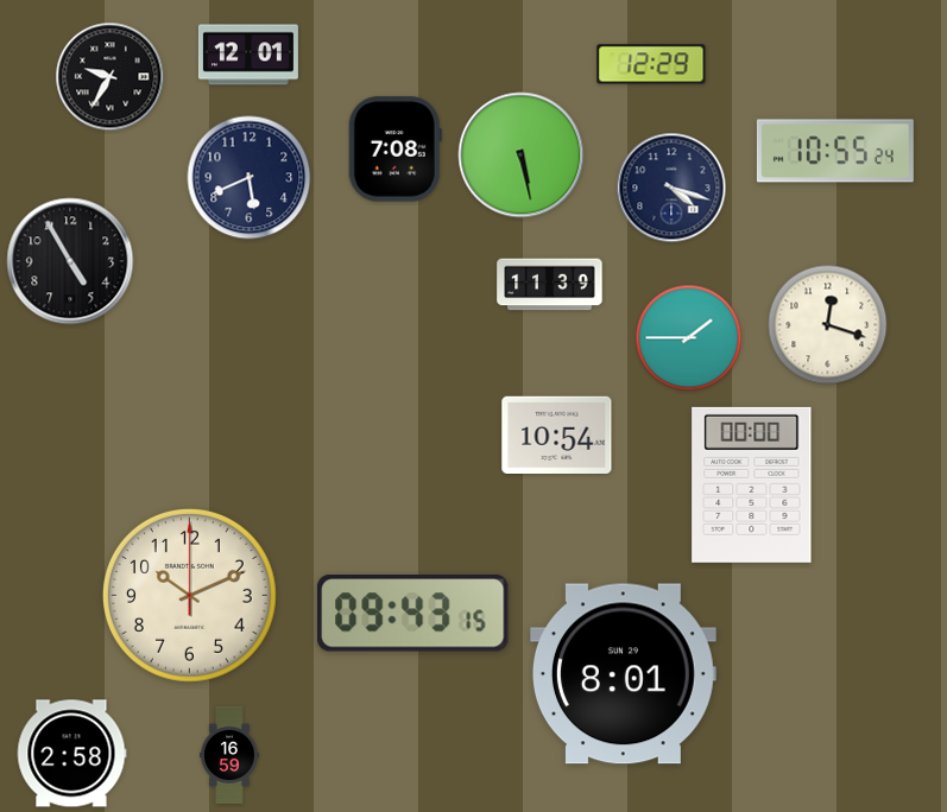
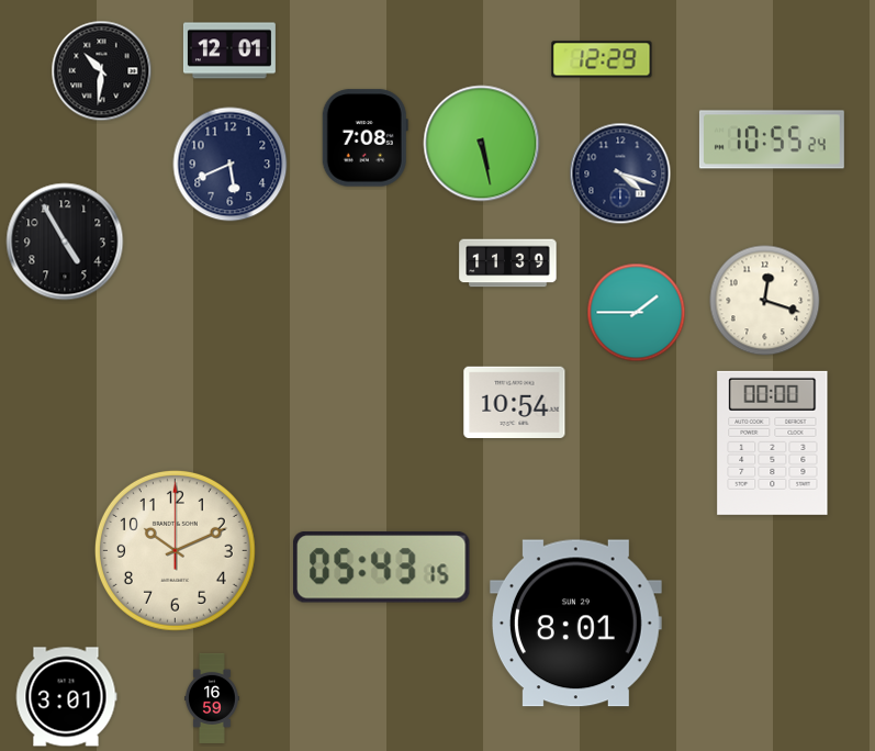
clock at (111, 77): 9:35 -> 10:31
clock at (752, 484) position: (752, 484) -> (773, 442)
clock at (413, 613): 09:43 -> 05:43
clock at (71, 754): 2:58 -> 3:01
